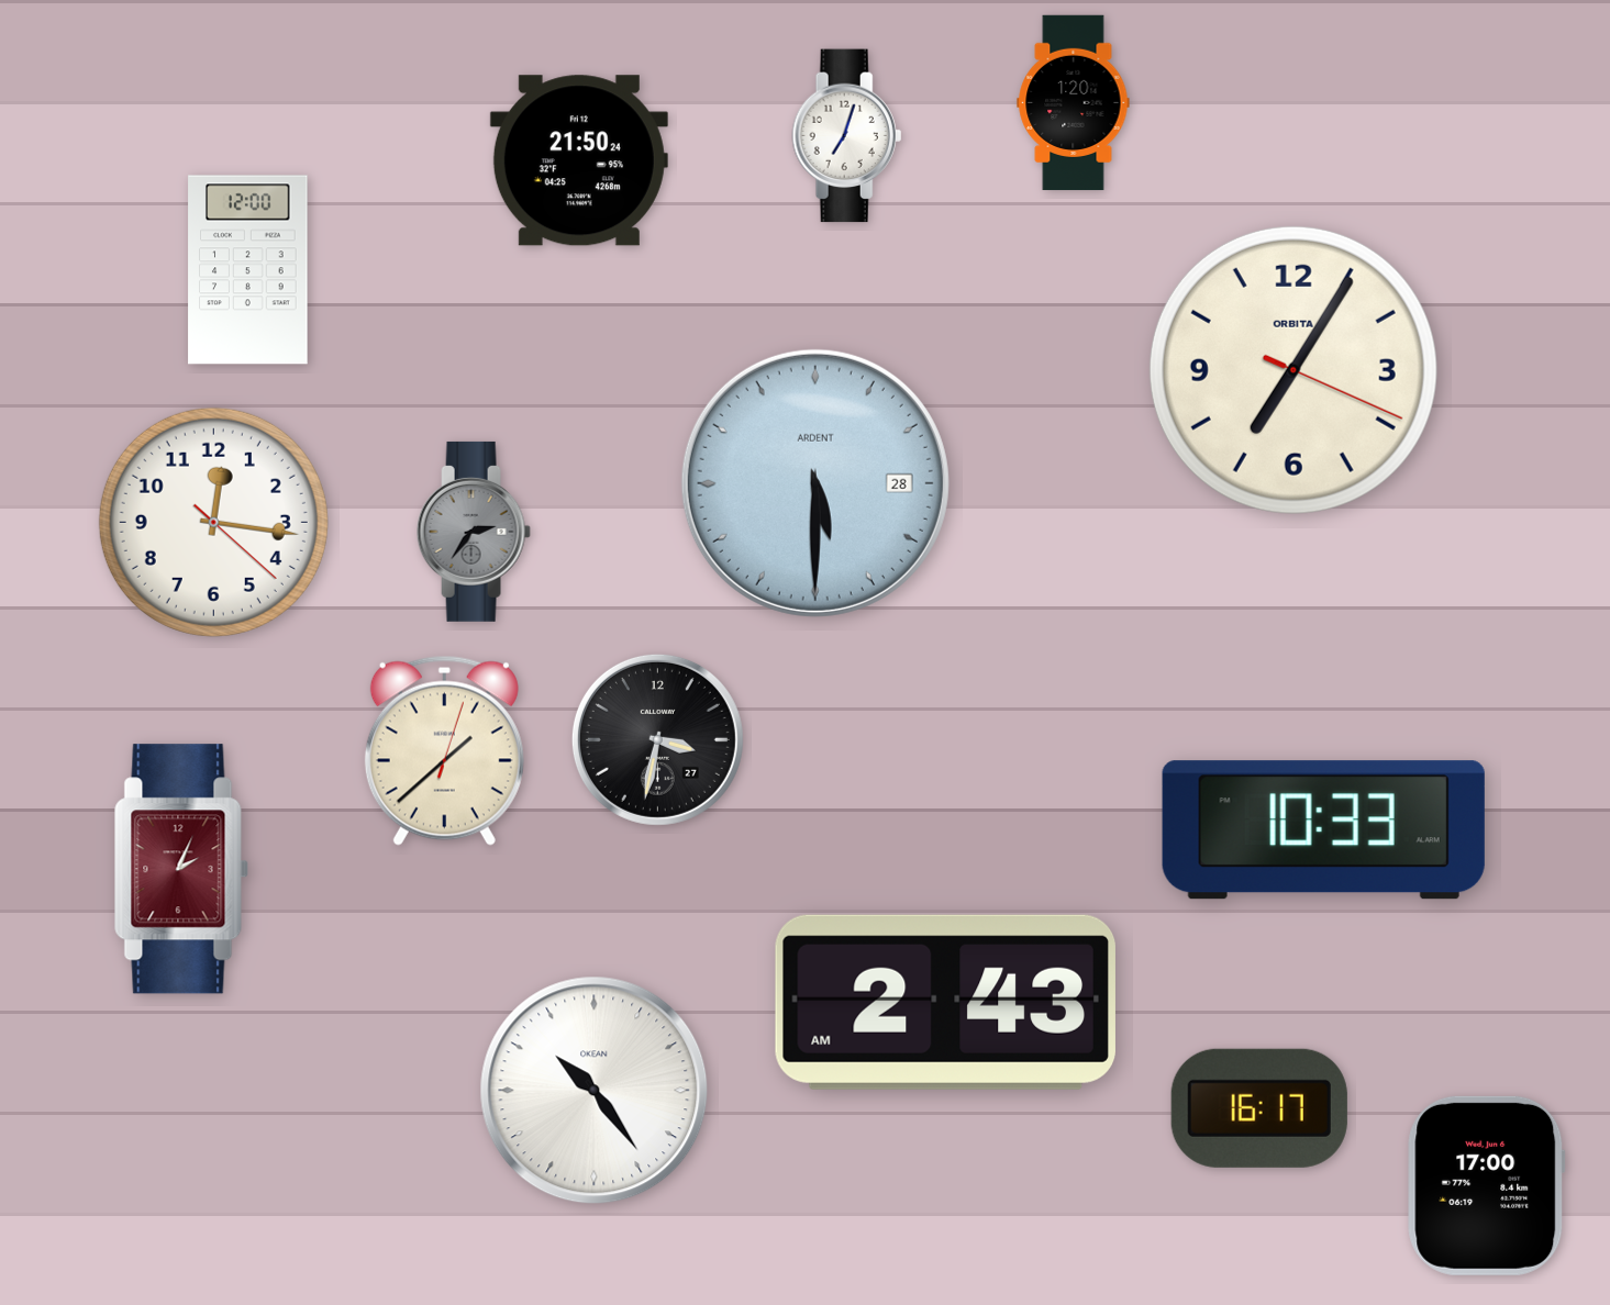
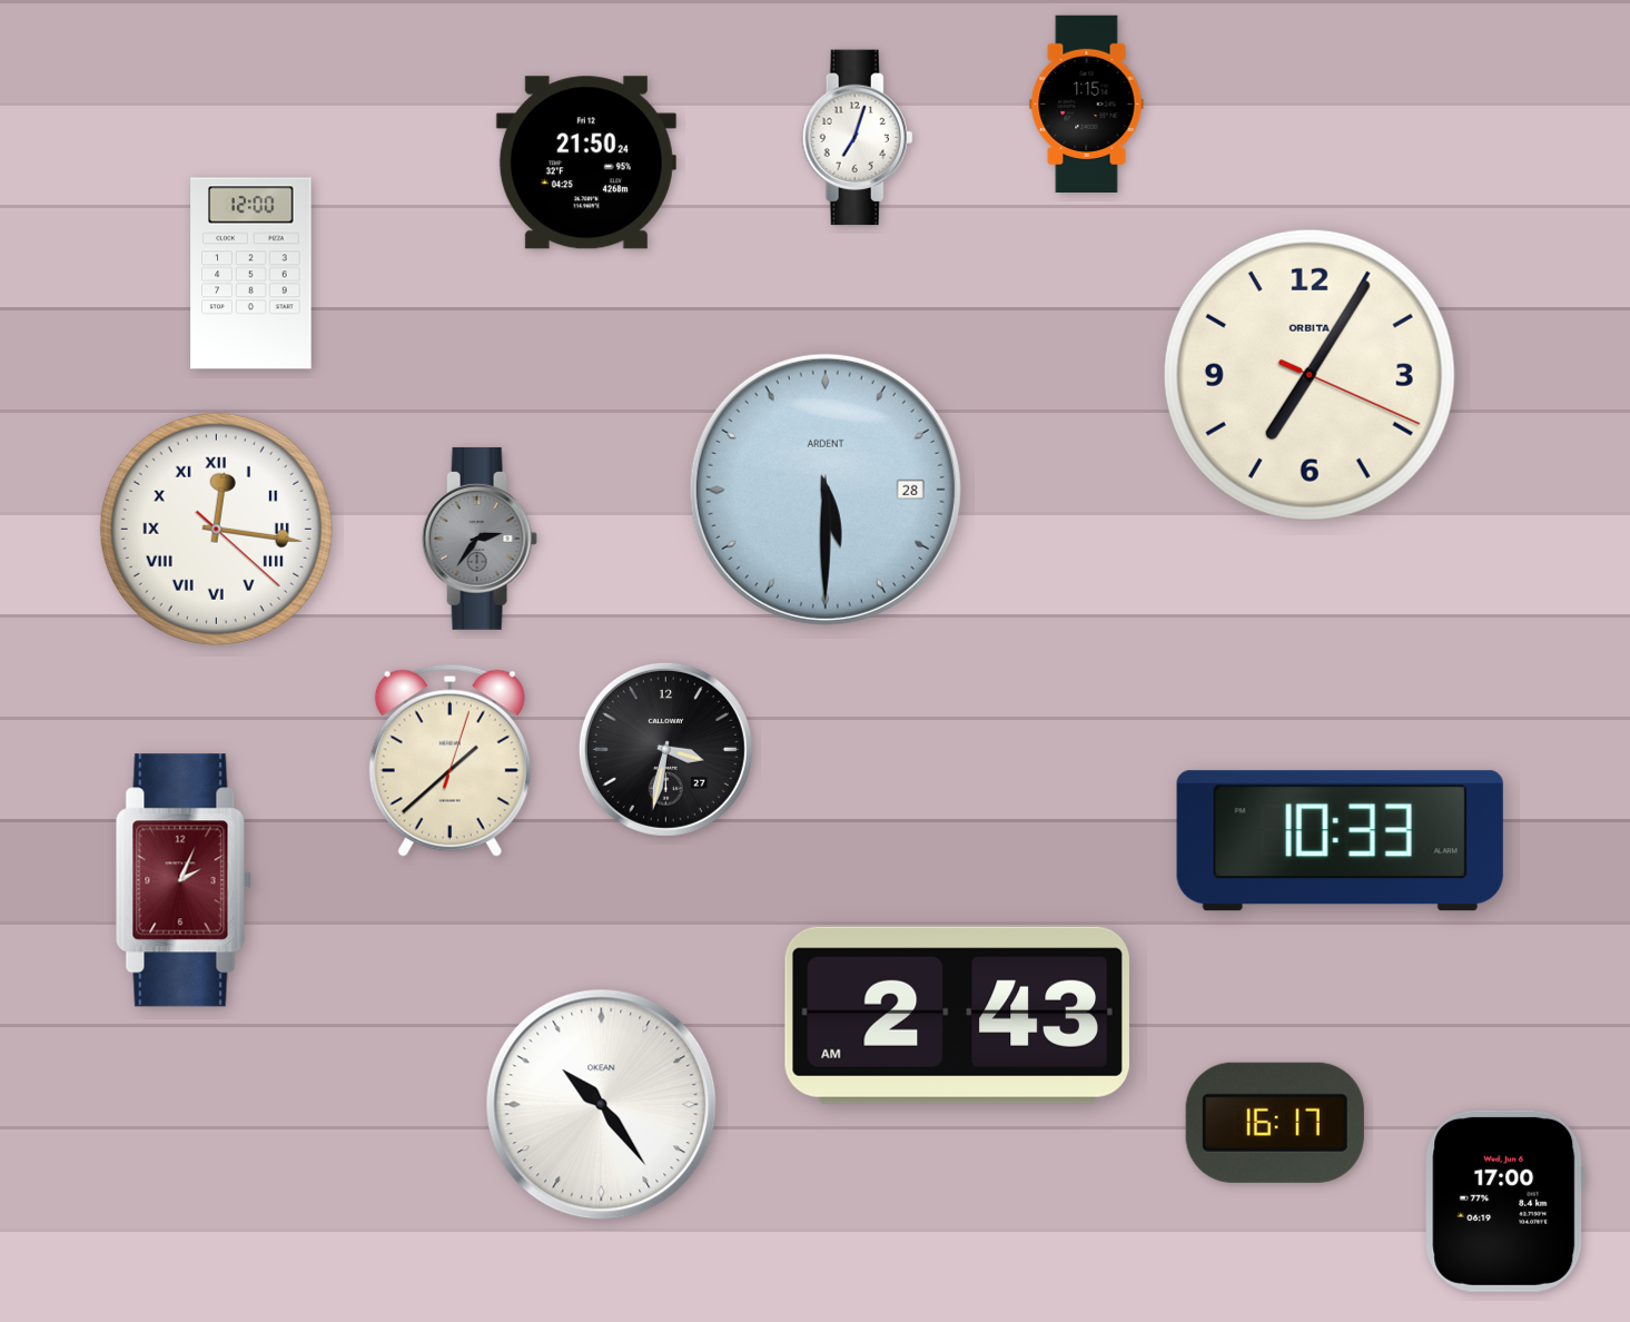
clock at (1074, 103): 1:20 -> 1:15
clock at (213, 522) numerals: Arabic -> Roman
